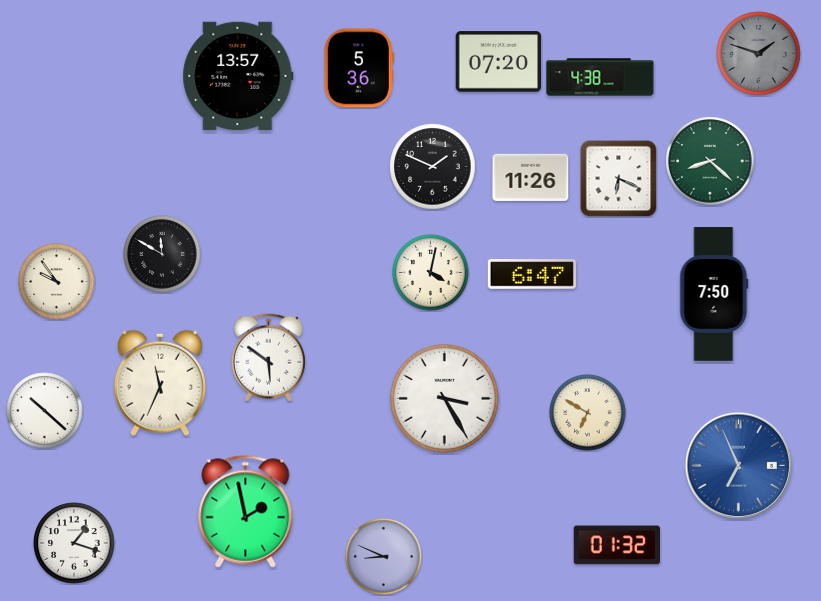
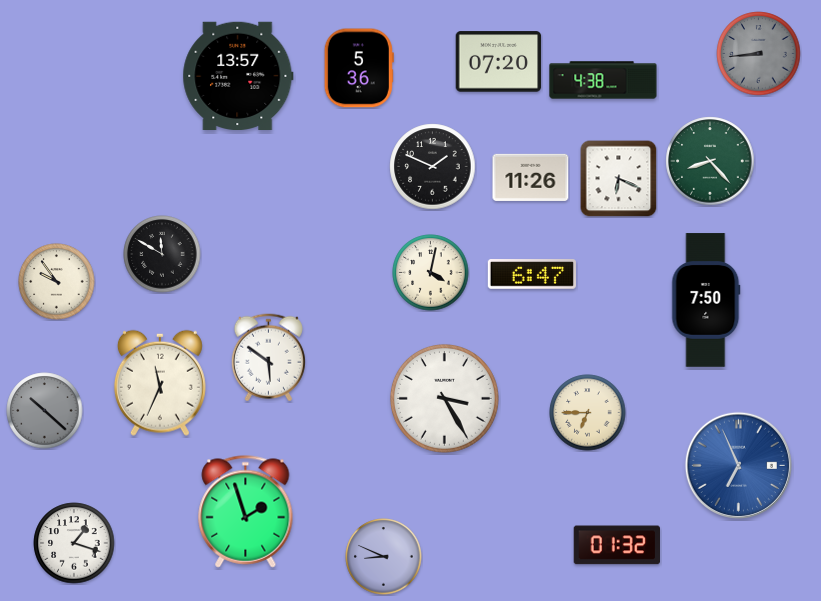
clock at (759, 54): 1:48 -> 8:44
clock at (600, 77) position: (600, 77) -> (603, 80)
clock at (710, 161): 8:22 -> 8:23
clock at (714, 294) position: (714, 294) -> (706, 300)
clock at (45, 411) dial: white -> grey
clock at (588, 413): 6:50 -> 6:45
clock at (246, 512): 1:58 -> 1:57
